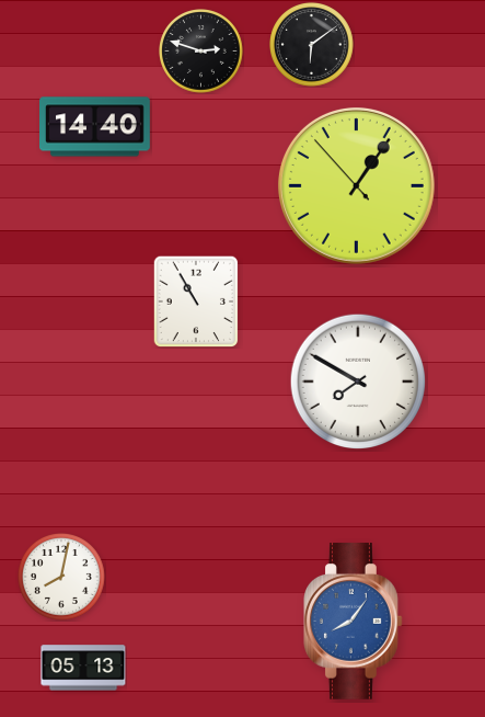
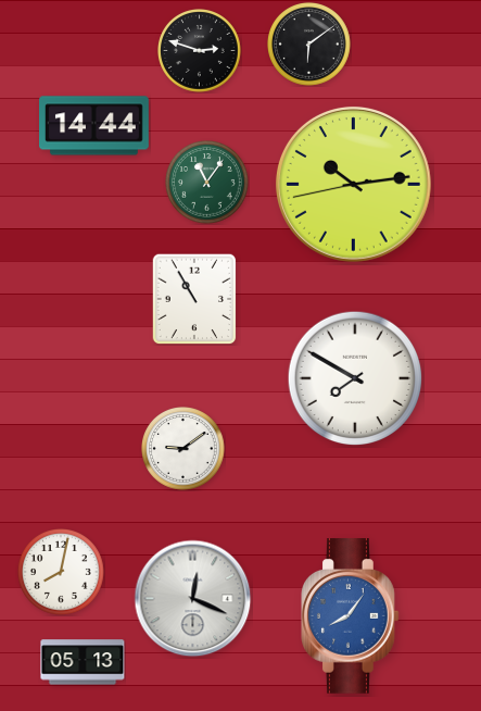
clock at (95, 127): 14:40 -> 14:44
clock at (207, 183): none -> 11:06
clock at (356, 185): 1:05 -> 10:13
clock at (183, 449): none -> 9:09
clock at (193, 599): none -> 12:19
